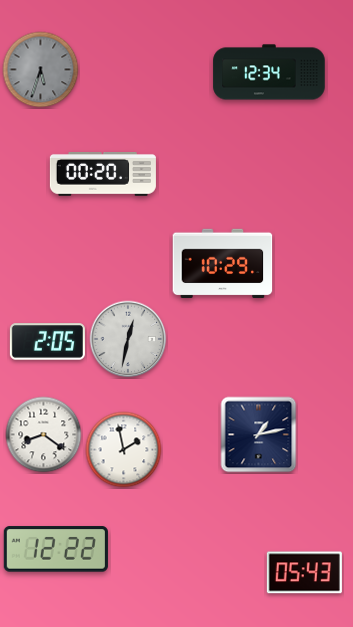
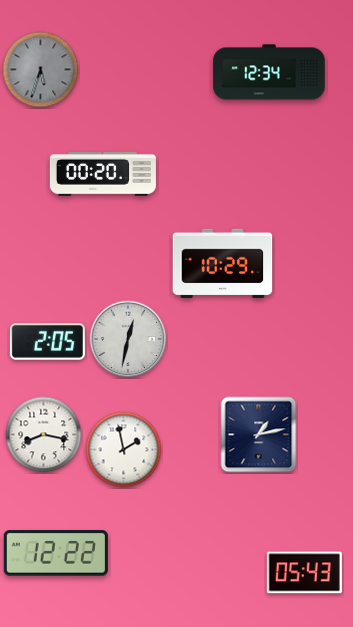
clock at (44, 435): 8:21 -> 8:17
clock at (56, 549) position: (56, 549) -> (56, 553)
